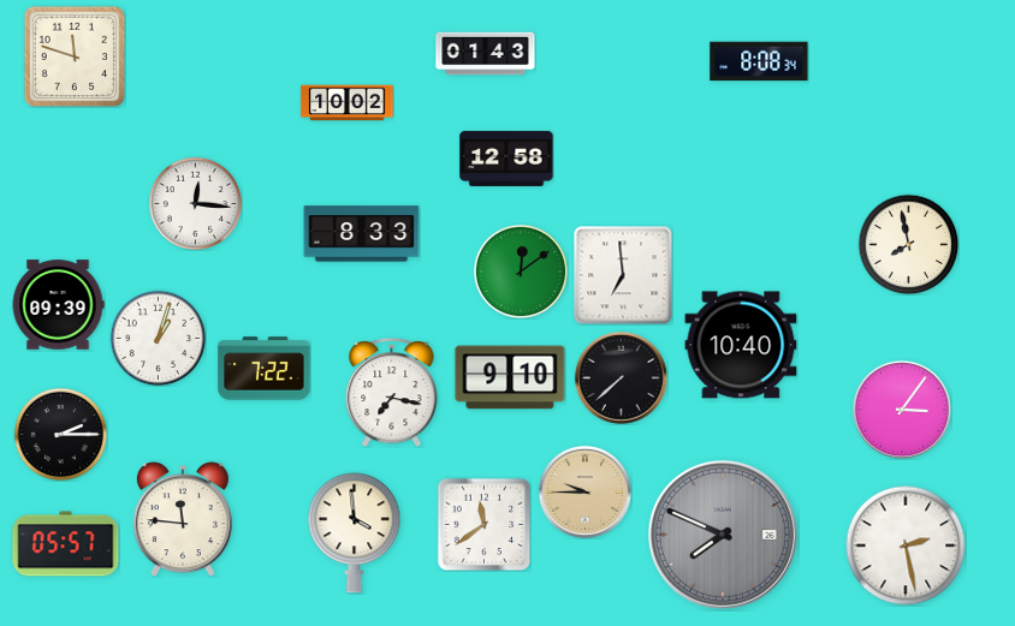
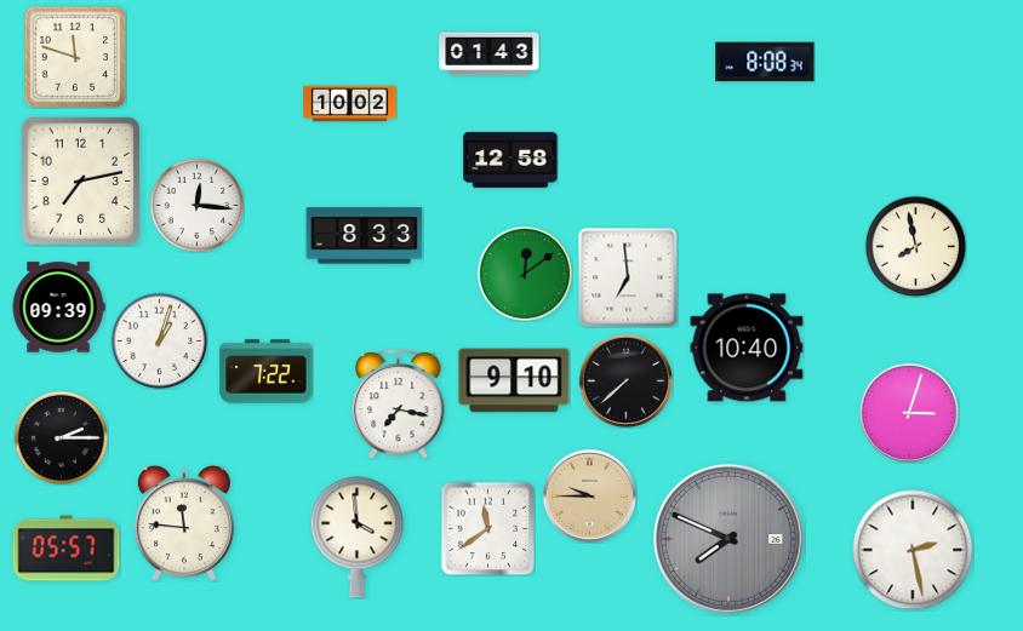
clock at (81, 182): none -> 7:13
clock at (392, 392) position: (392, 392) -> (399, 403)
clock at (901, 409): 3:06 -> 3:03
